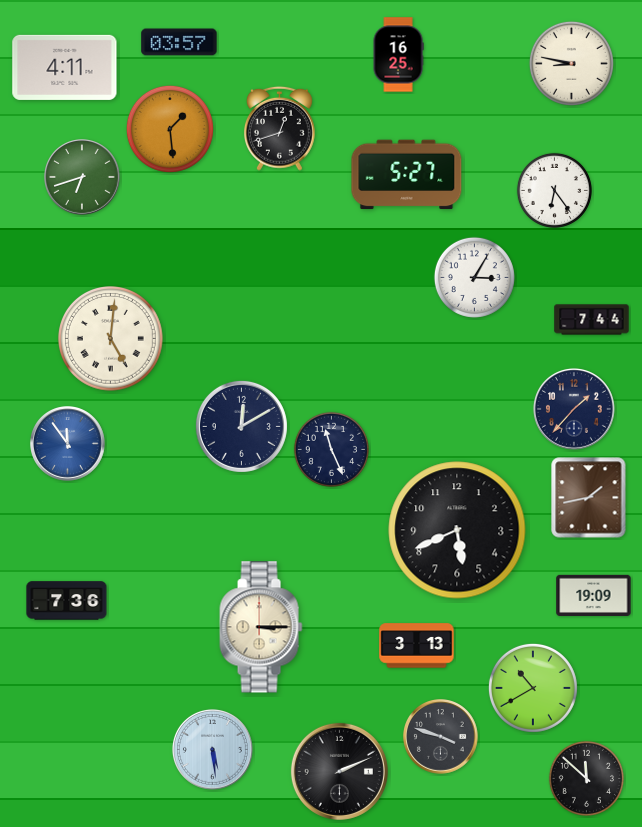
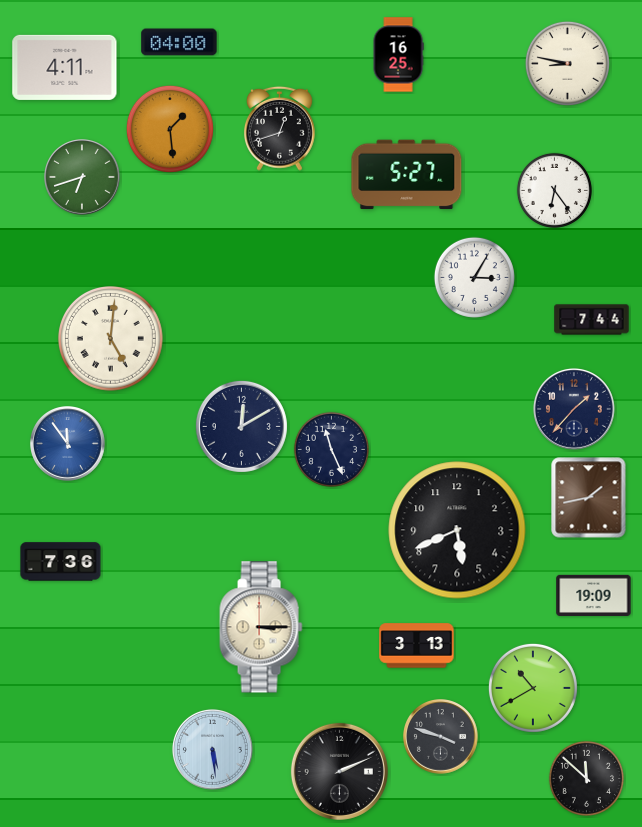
clock at (179, 42): 03:57 -> 04:00
clock at (571, 63) position: (571, 63) -> (567, 63)
clock at (67, 601) position: (67, 601) -> (61, 562)
